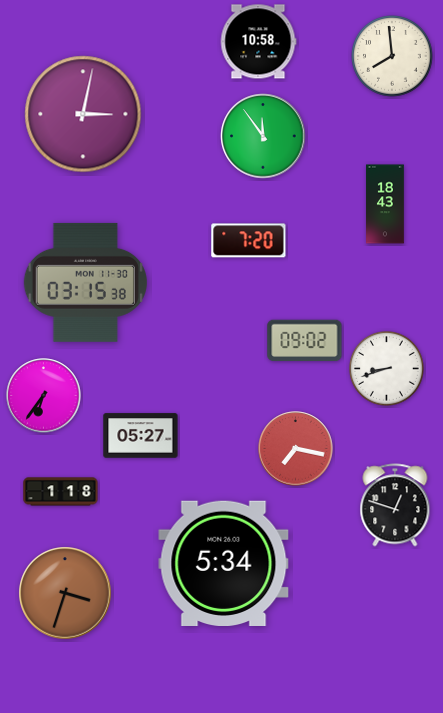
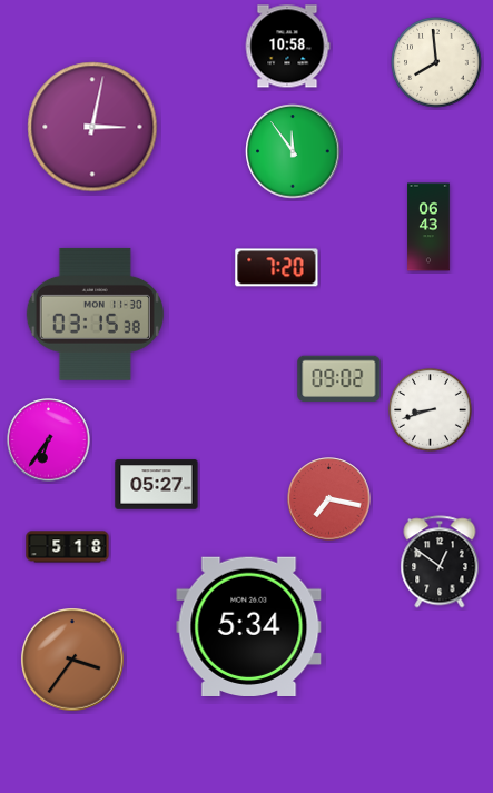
clock at (385, 204): 18:43 -> 06:43
clock at (61, 492): 1:18 -> 5:18
clock at (395, 505): 12:48 -> 12:51
clock at (65, 593): 3:33 -> 3:36
